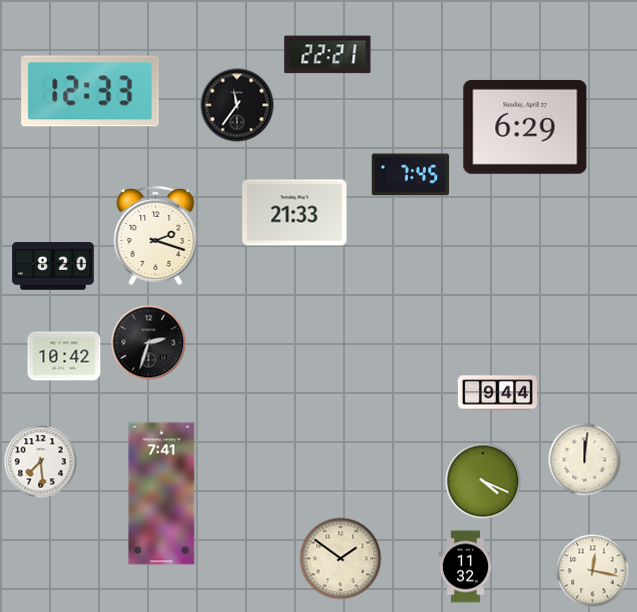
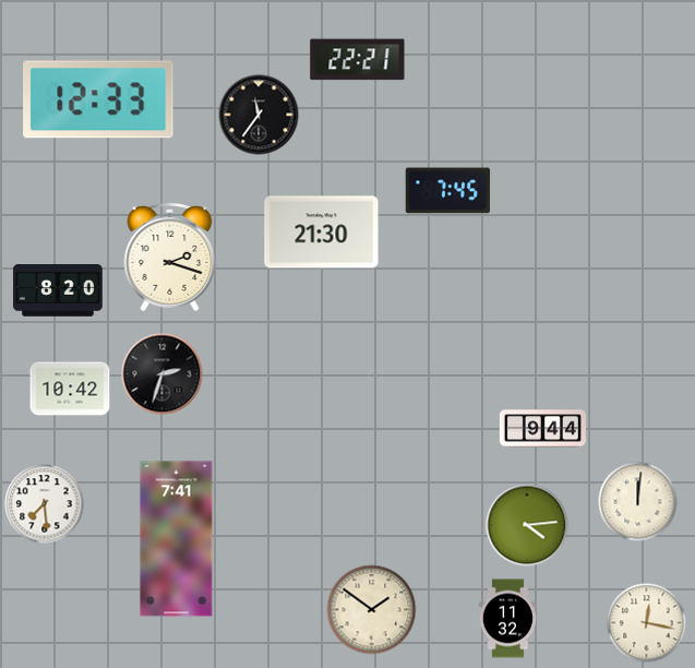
clock at (525, 127): 6:29 -> none
clock at (295, 213): 21:33 -> 21:30
clock at (483, 481): 4:19 -> 4:14
